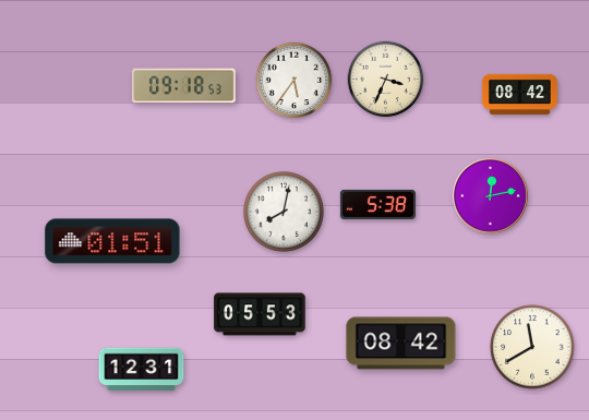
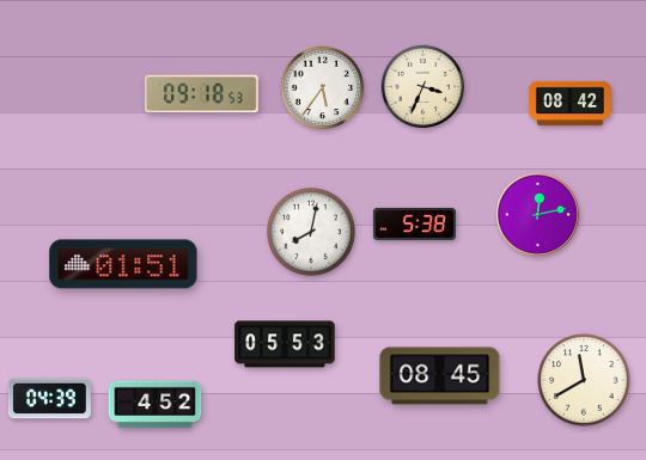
clock at (401, 344): 08:42 -> 08:45
clock at (49, 399): none -> 04:39
clock at (142, 370): 12:31 -> 4:52
